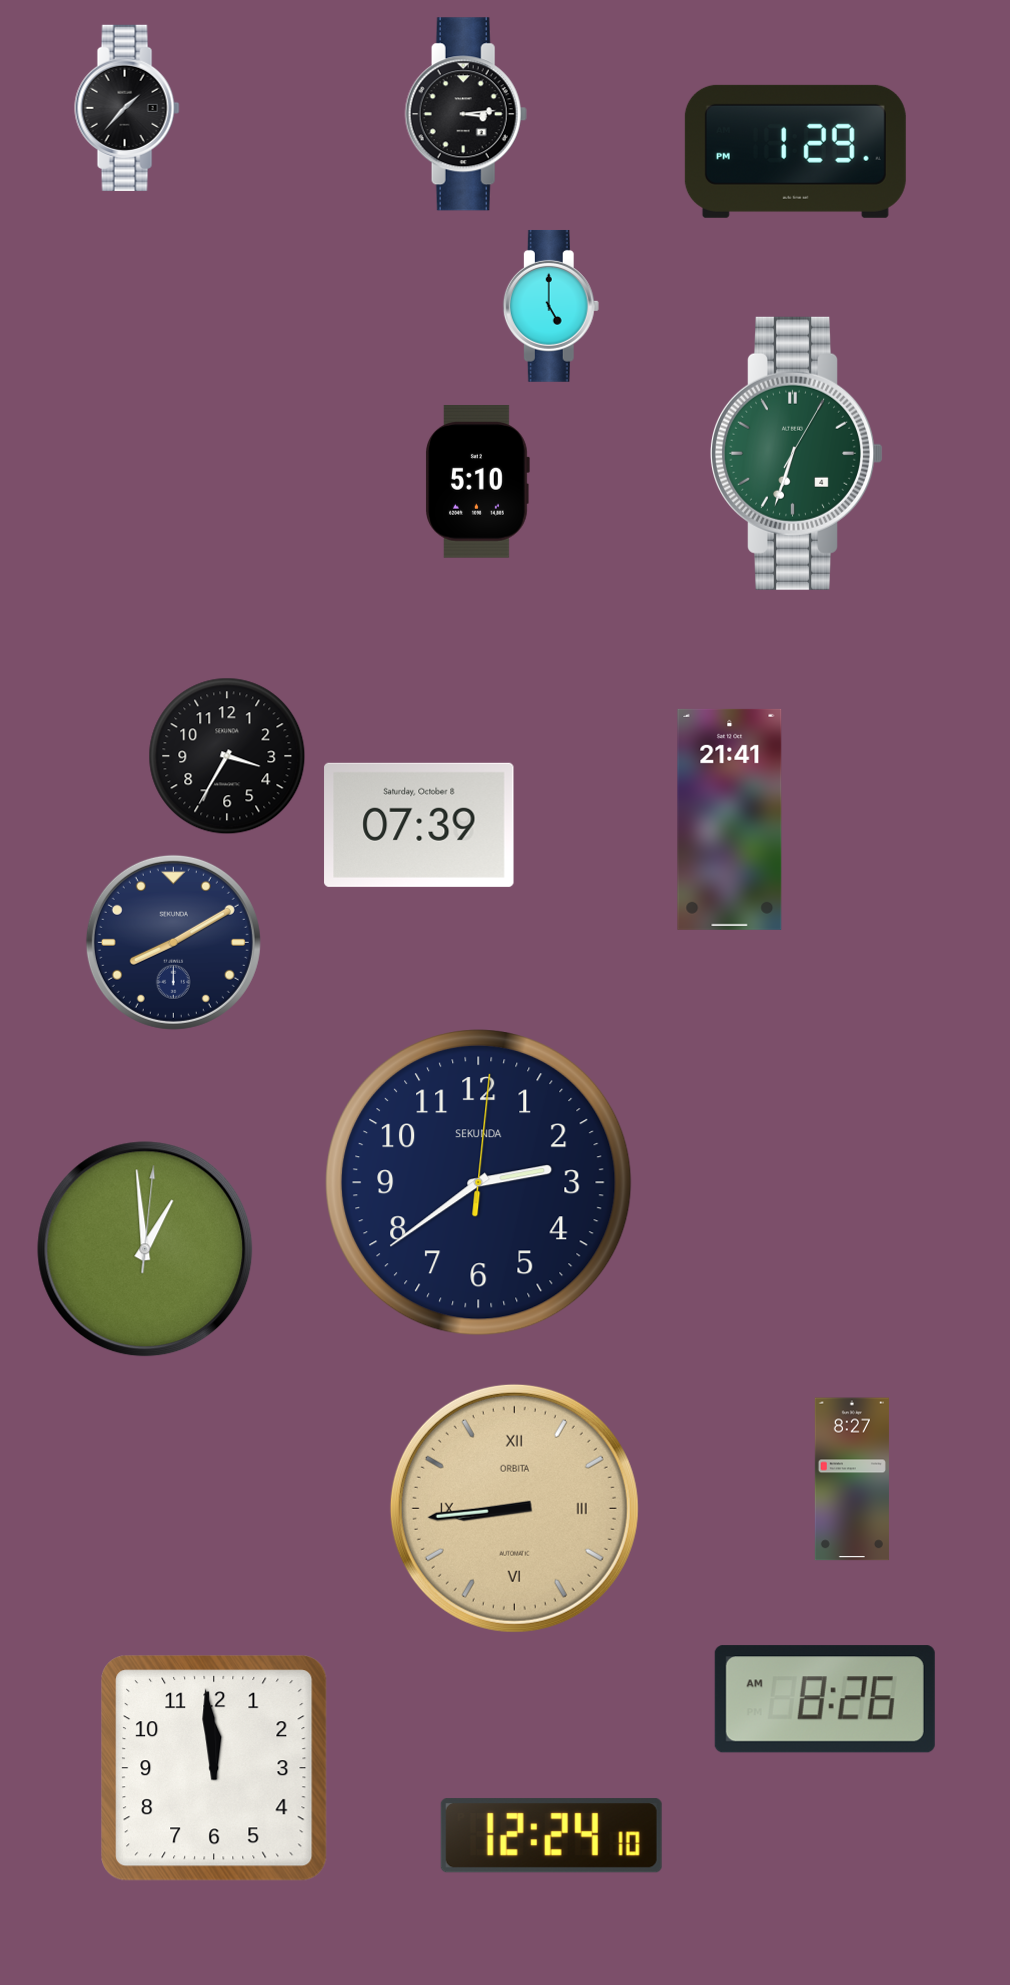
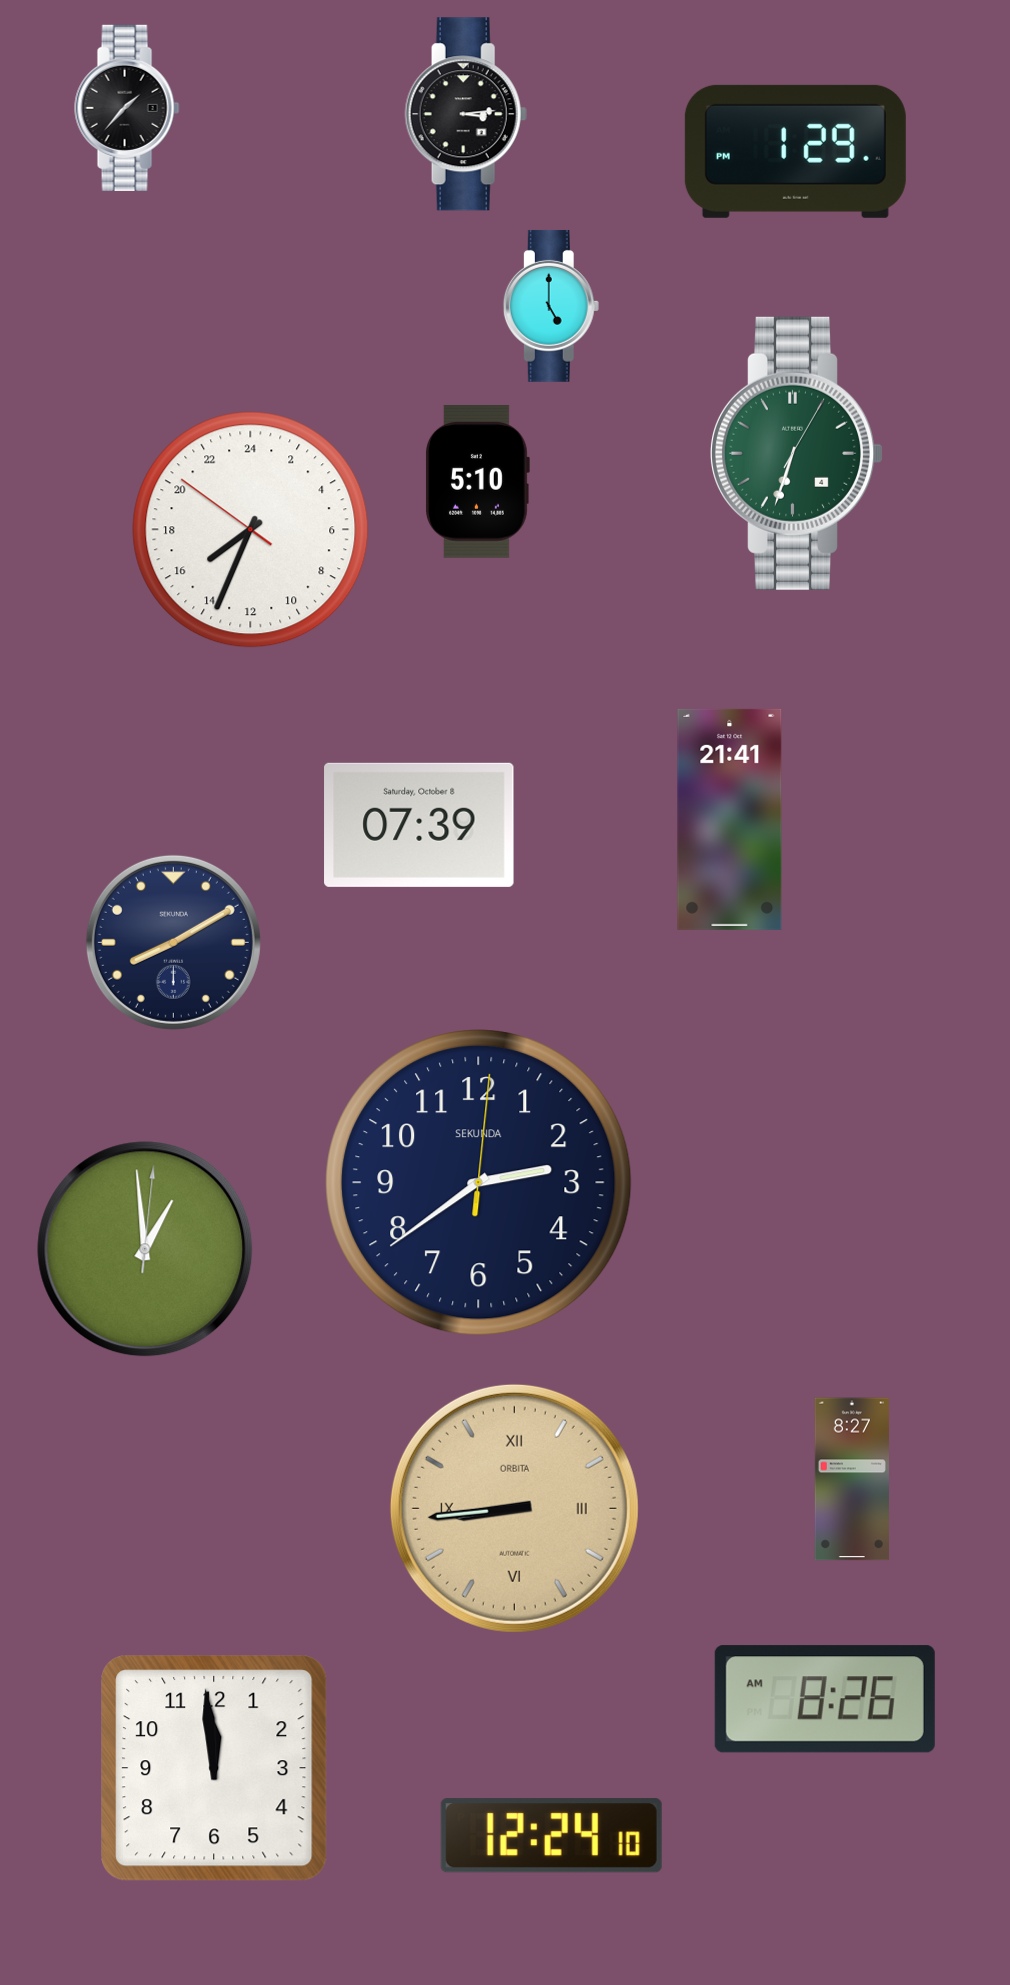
clock at (251, 530): none -> 15:33
clock at (227, 756): 3:35 -> none
